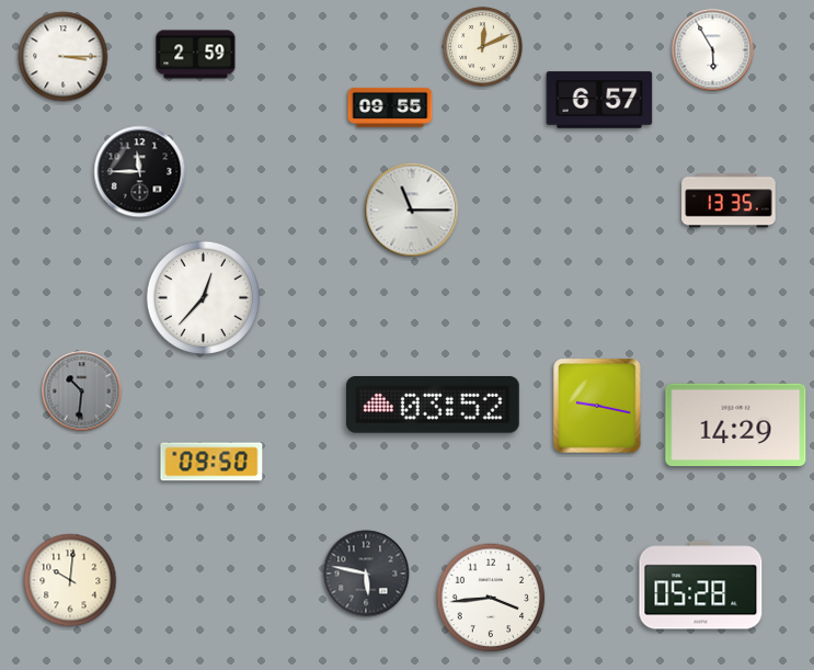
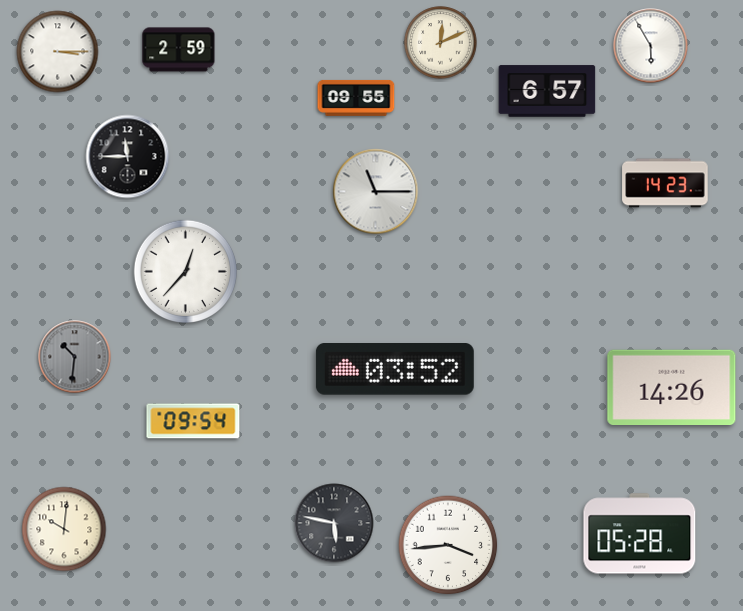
clock at (729, 201): 13:35 -> 14:23
clock at (597, 406): 9:17 -> none
clock at (736, 425): 14:29 -> 14:26
clock at (211, 462): 09:50 -> 09:54
